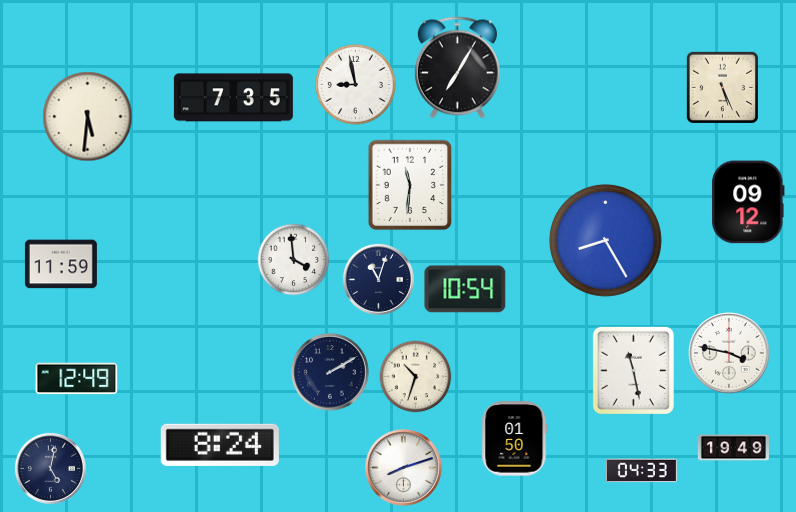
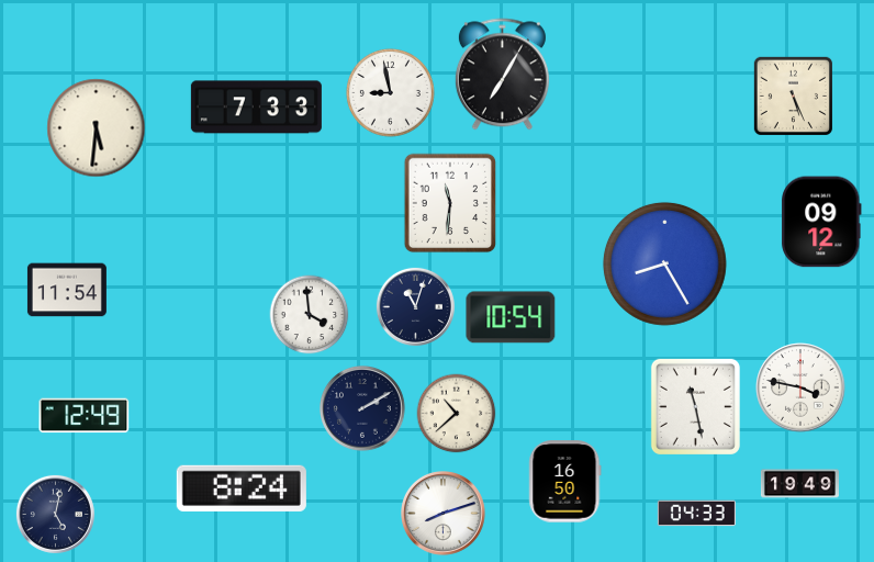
clock at (233, 98): 7:35 -> 7:33
clock at (294, 260) position: (294, 260) -> (310, 315)
clock at (61, 264): 11:59 -> 11:54
clock at (416, 377): 10:33 -> 10:38
clock at (515, 439): 01:50 -> 16:50
clock at (733, 448) position: (733, 448) -> (799, 484)
clock at (641, 471) position: (641, 471) -> (696, 514)
